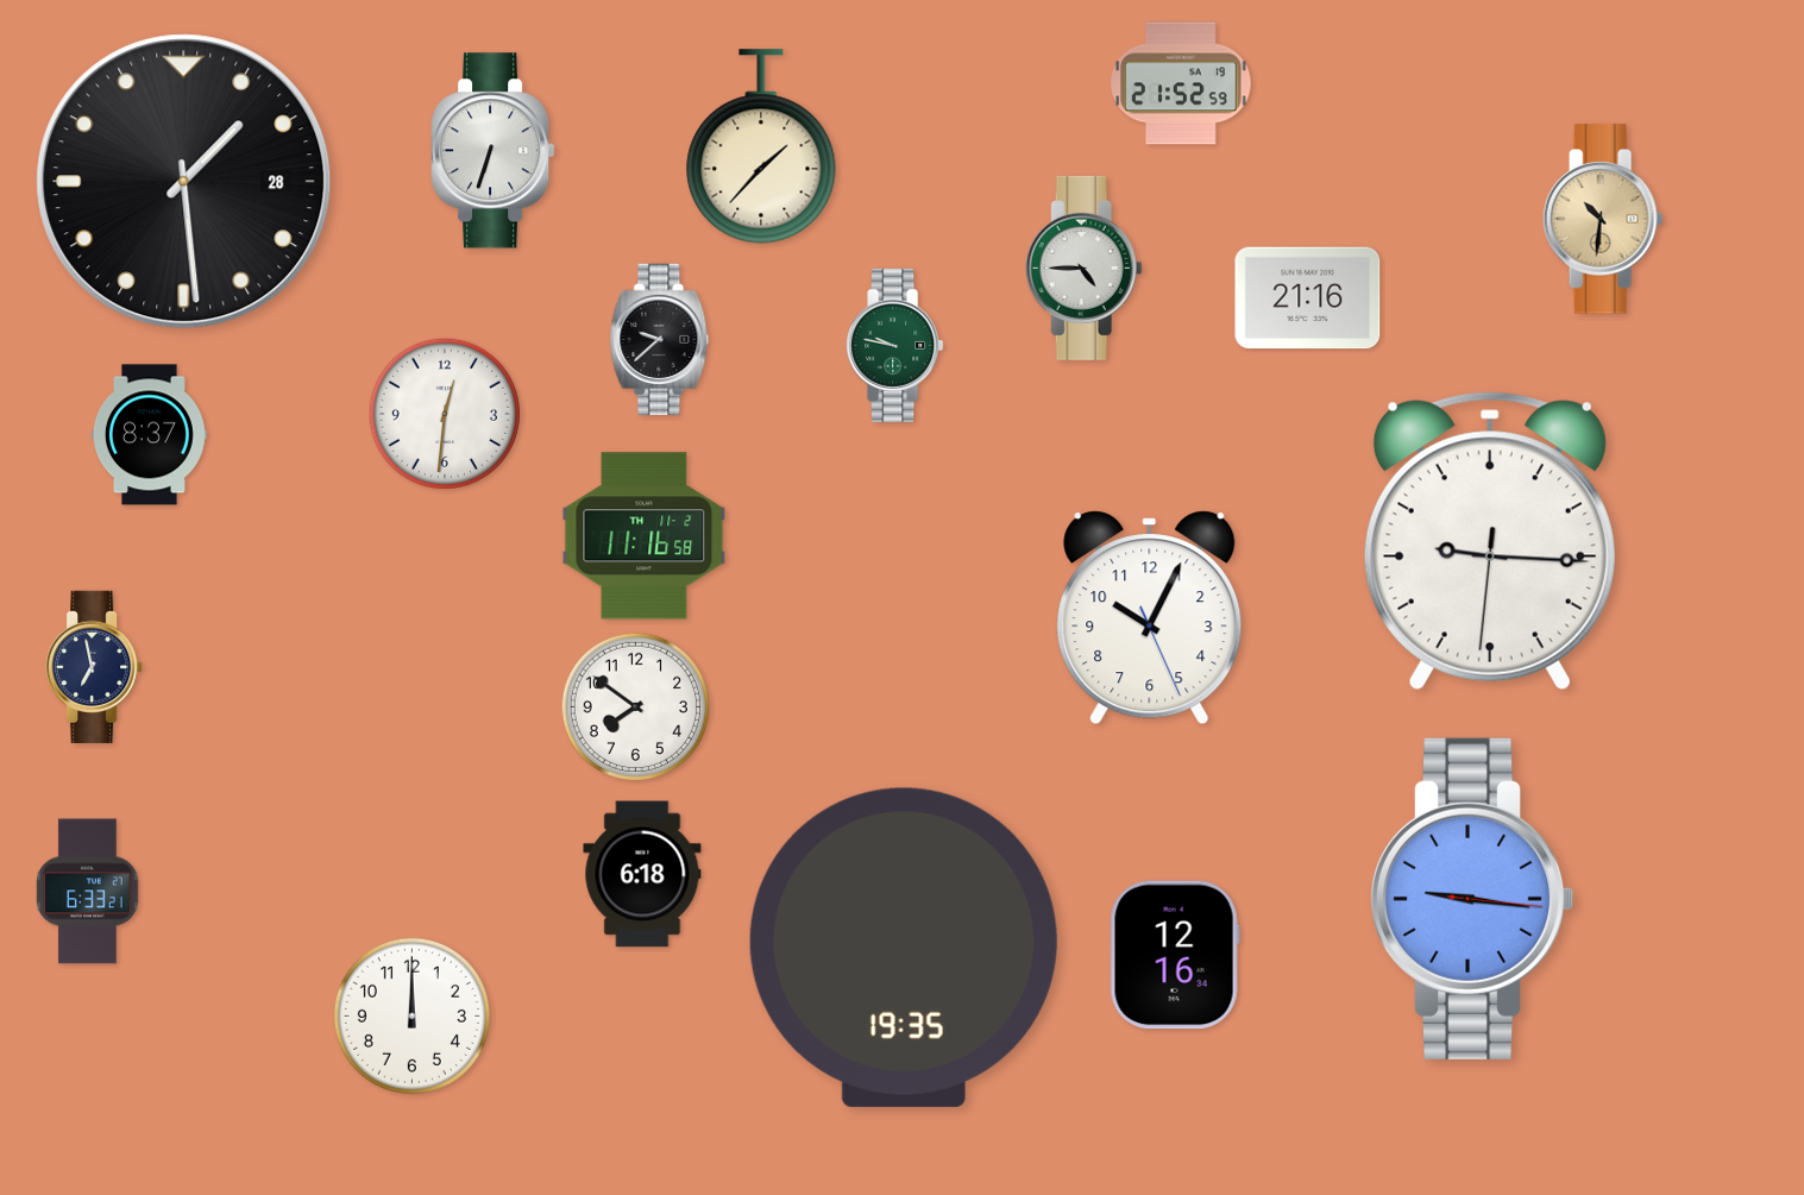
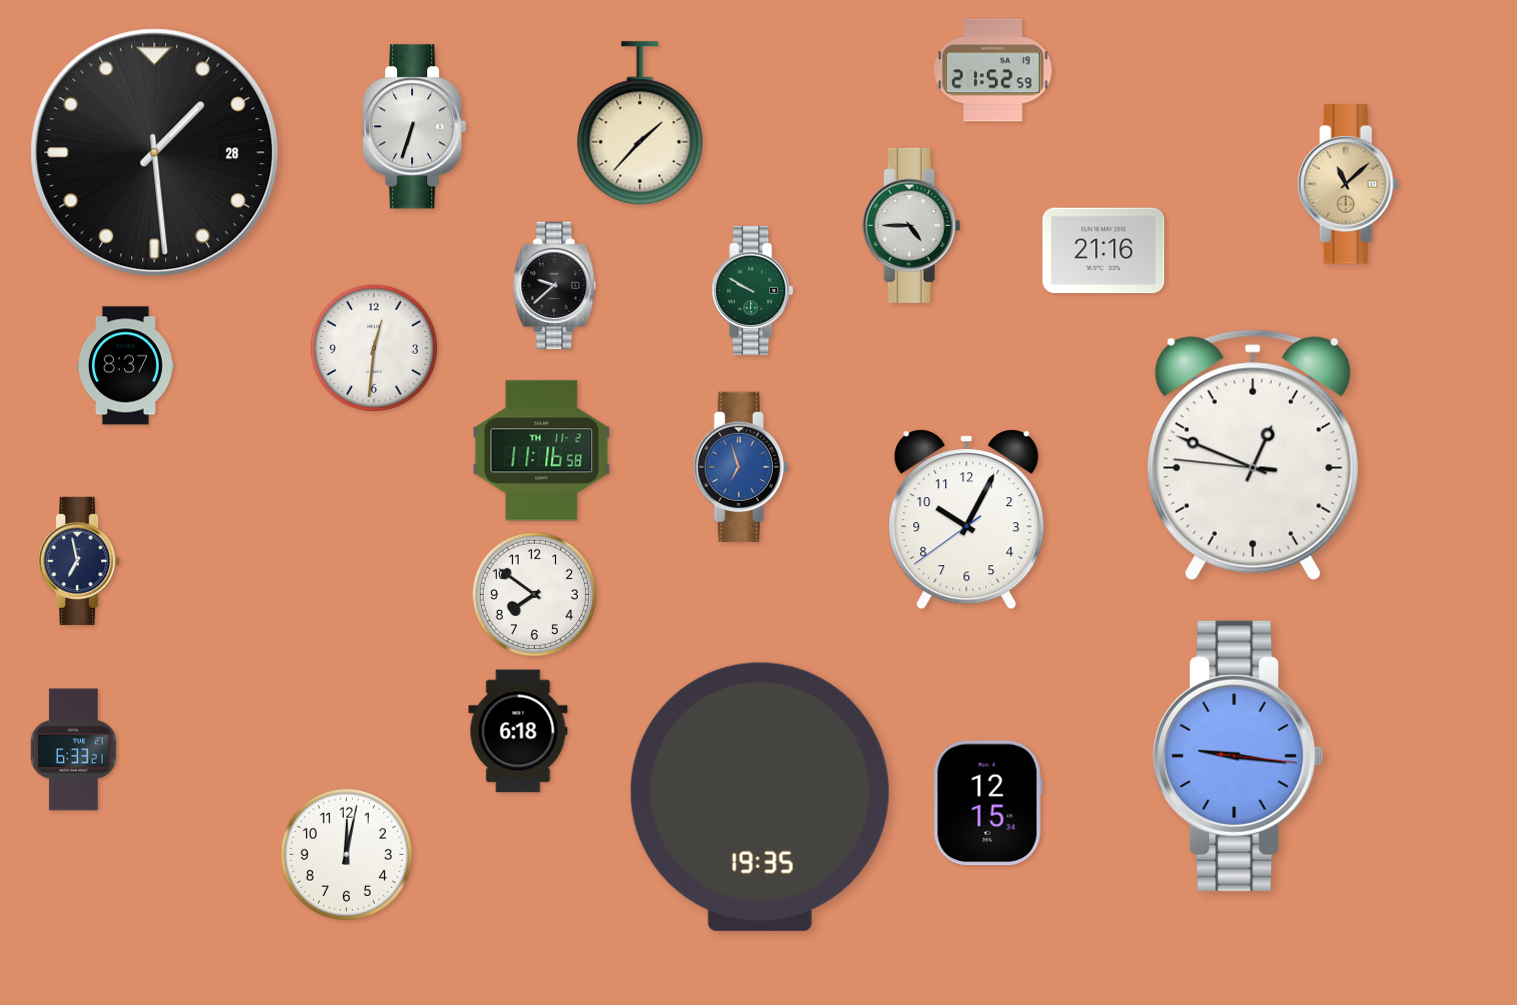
clock at (1603, 219): 10:31 -> 11:08
clock at (1308, 298) position: (1308, 298) -> (1104, 251)
clock at (895, 345): 9:47 -> 9:50
clock at (1490, 541): 9:15 -> 12:48
clock at (741, 466): none -> 6:57
clock at (1150, 618): 10:04:26 -> 10:04:39
clock at (642, 874) position: (642, 874) -> (518, 731)
clock at (1175, 955): 12:16 -> 12:15
clock at (411, 1015): 12:00 -> 12:02
